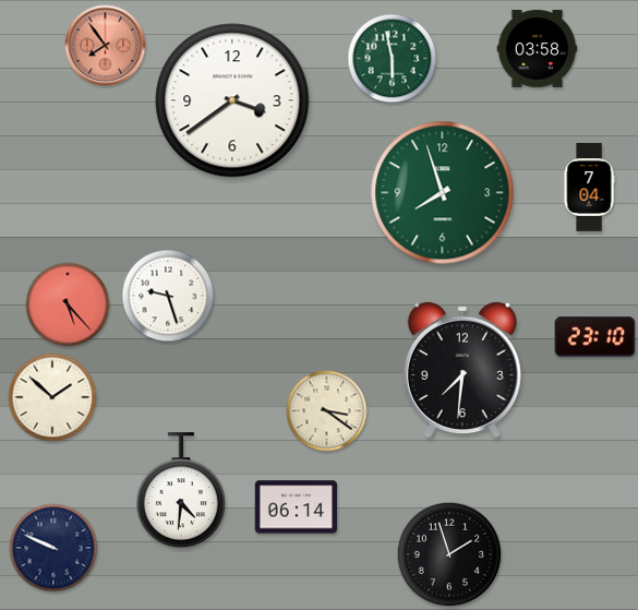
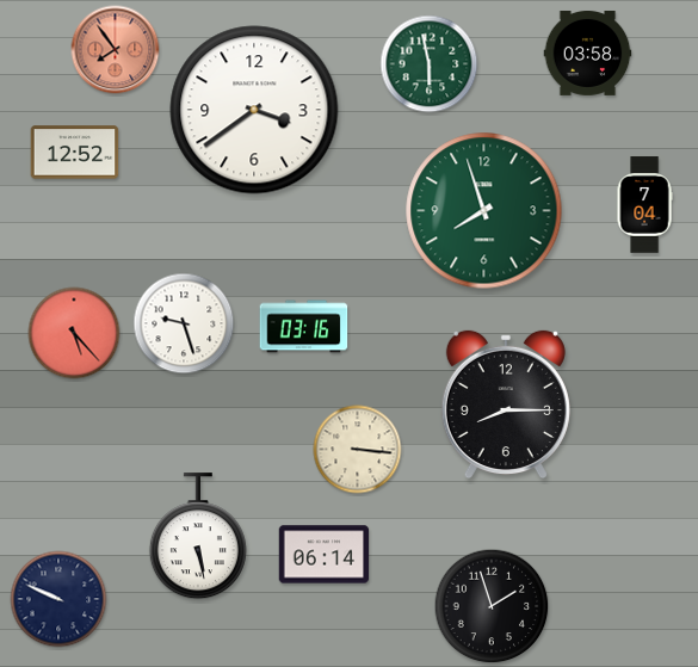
clock at (75, 153): none -> 12:52
clock at (304, 327): none -> 03:16
clock at (595, 337): 23:10 -> none
clock at (462, 370): 7:31 -> 8:15
clock at (52, 397): 1:52 -> none
clock at (327, 411): 3:21 -> 3:16
clock at (181, 491): 4:31 -> 5:28
